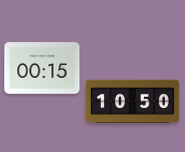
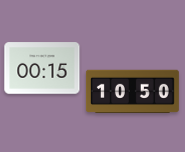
clock at (132, 101) position: (132, 101) -> (132, 91)
